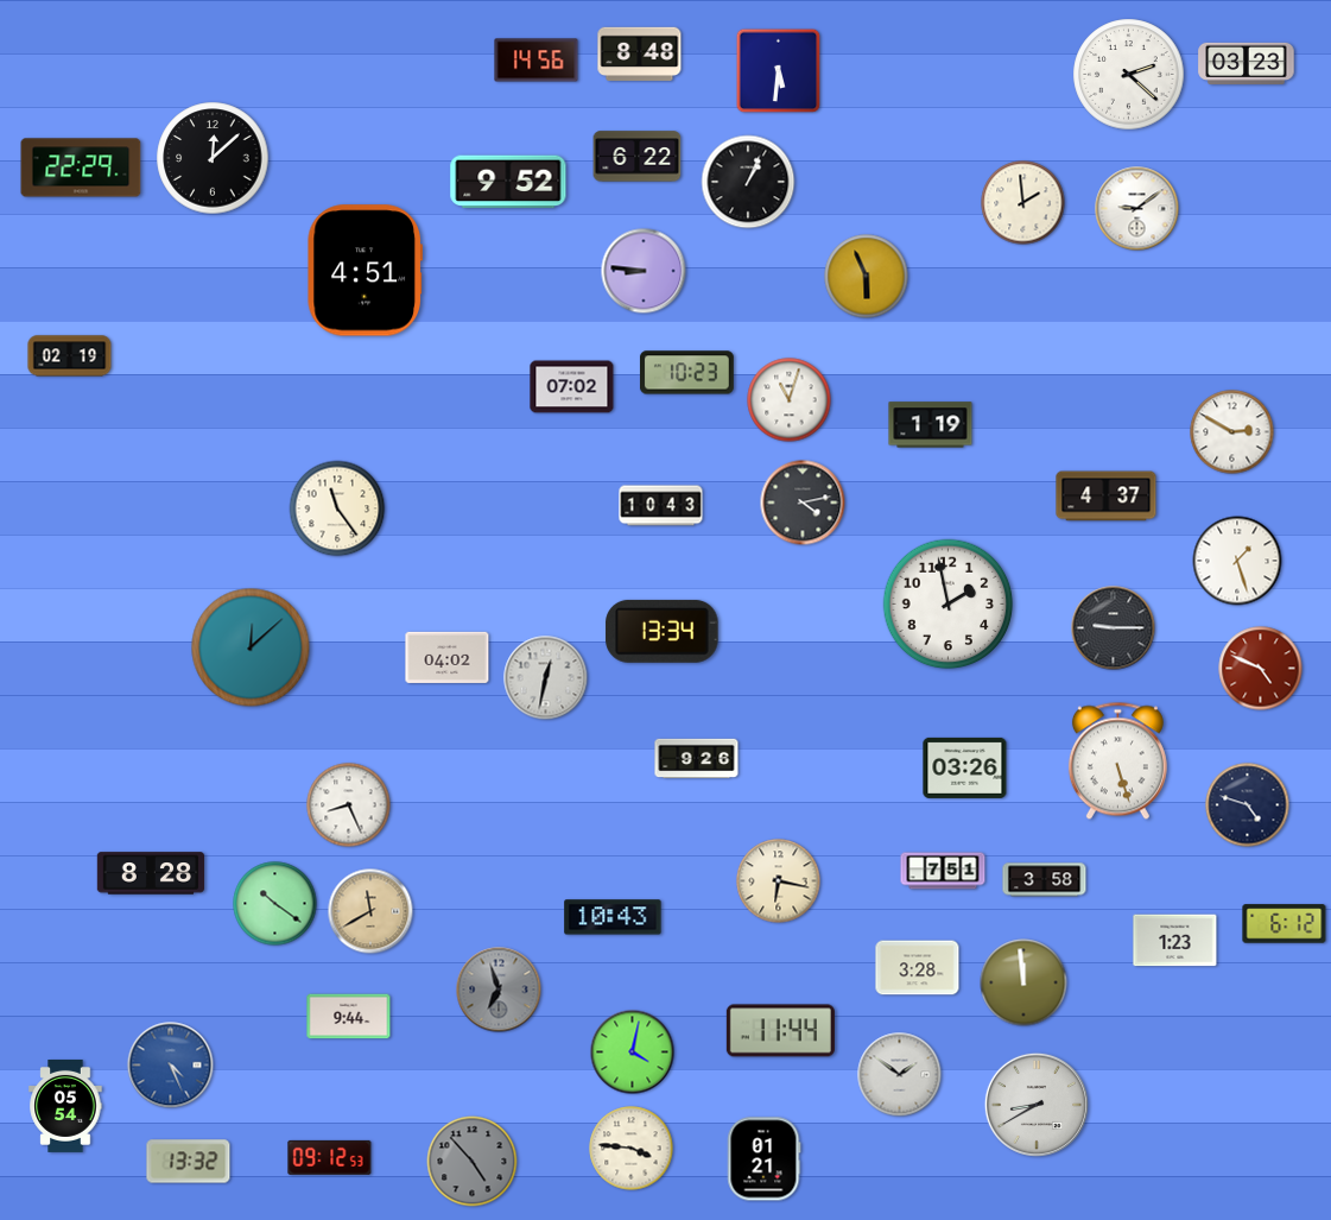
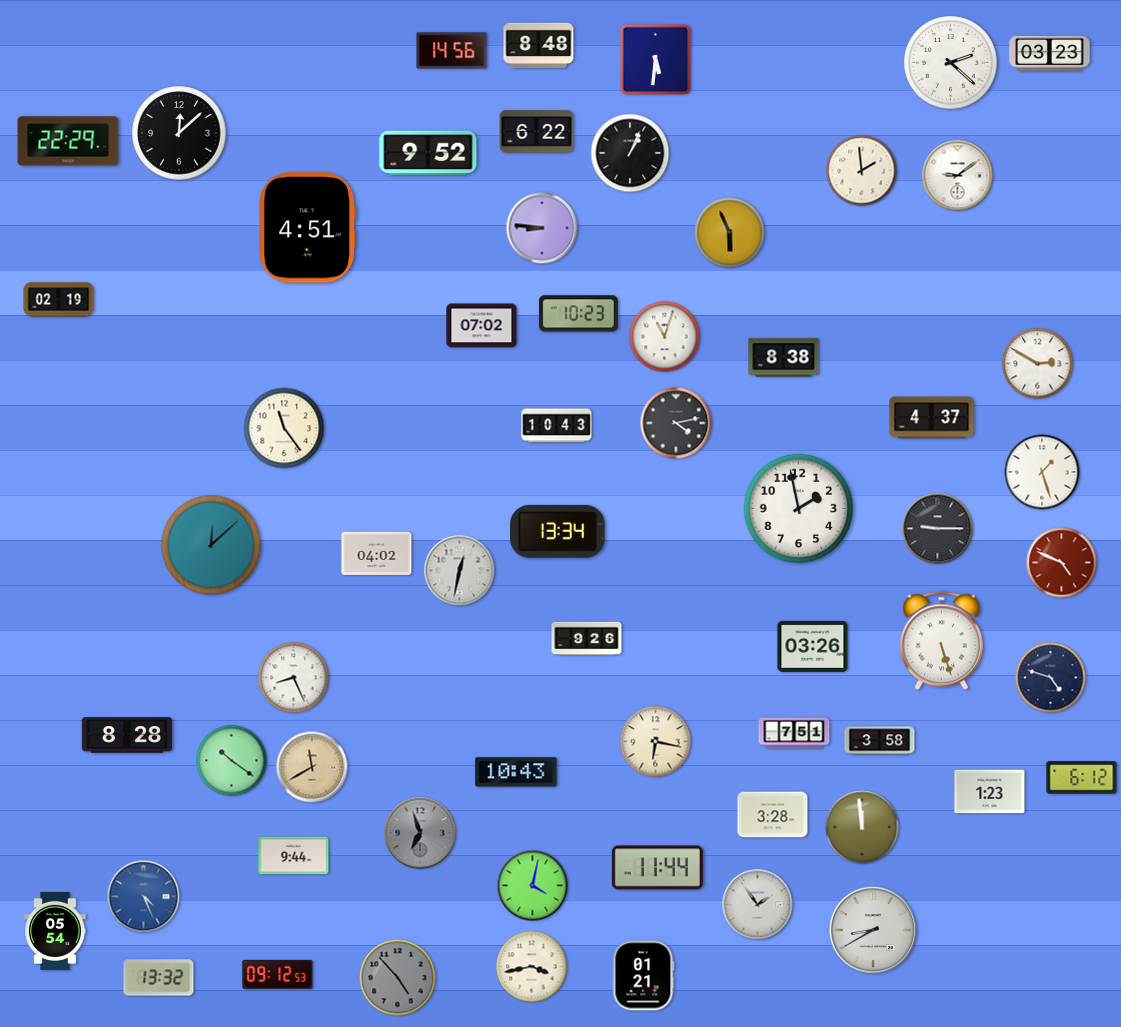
clock at (931, 425): 1:19 -> 8:38
clock at (900, 1075): 1:51 -> 1:54
clock at (632, 1149): 3:46 -> 3:43
